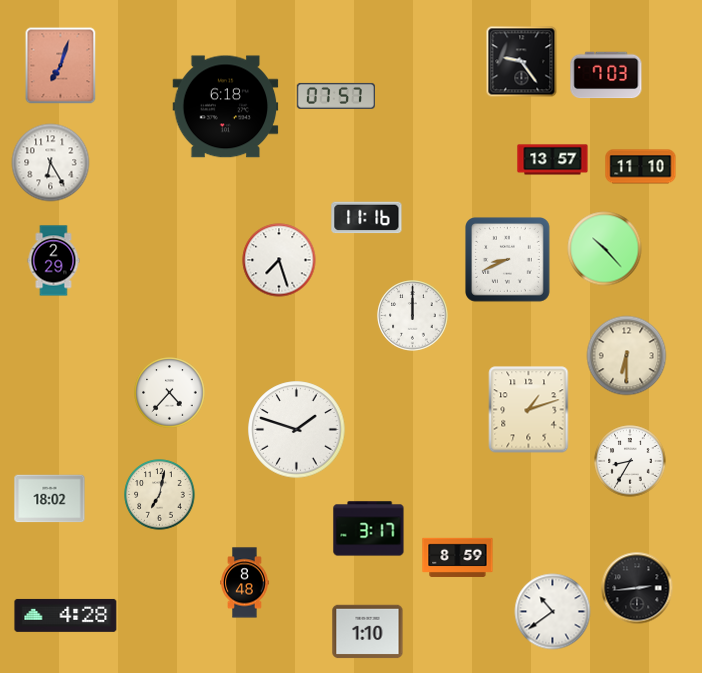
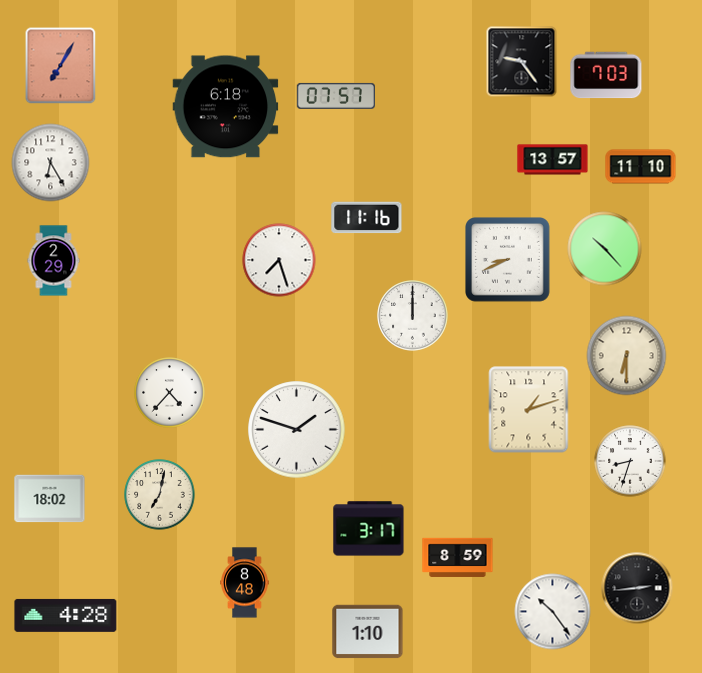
clock at (61, 66): 7:03 -> 7:05
clock at (630, 461): 8:35 -> 8:33
clock at (553, 612): 10:39 -> 10:24
